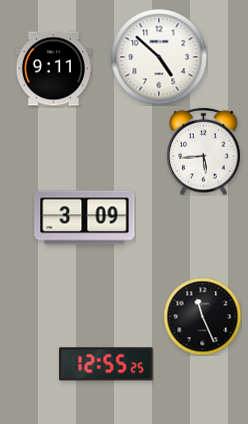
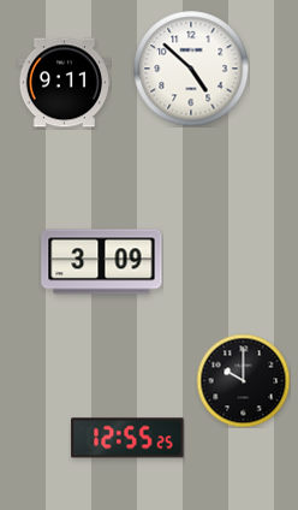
clock at (204, 151): 5:44 -> none
clock at (202, 316): 11:26 -> 10:00
